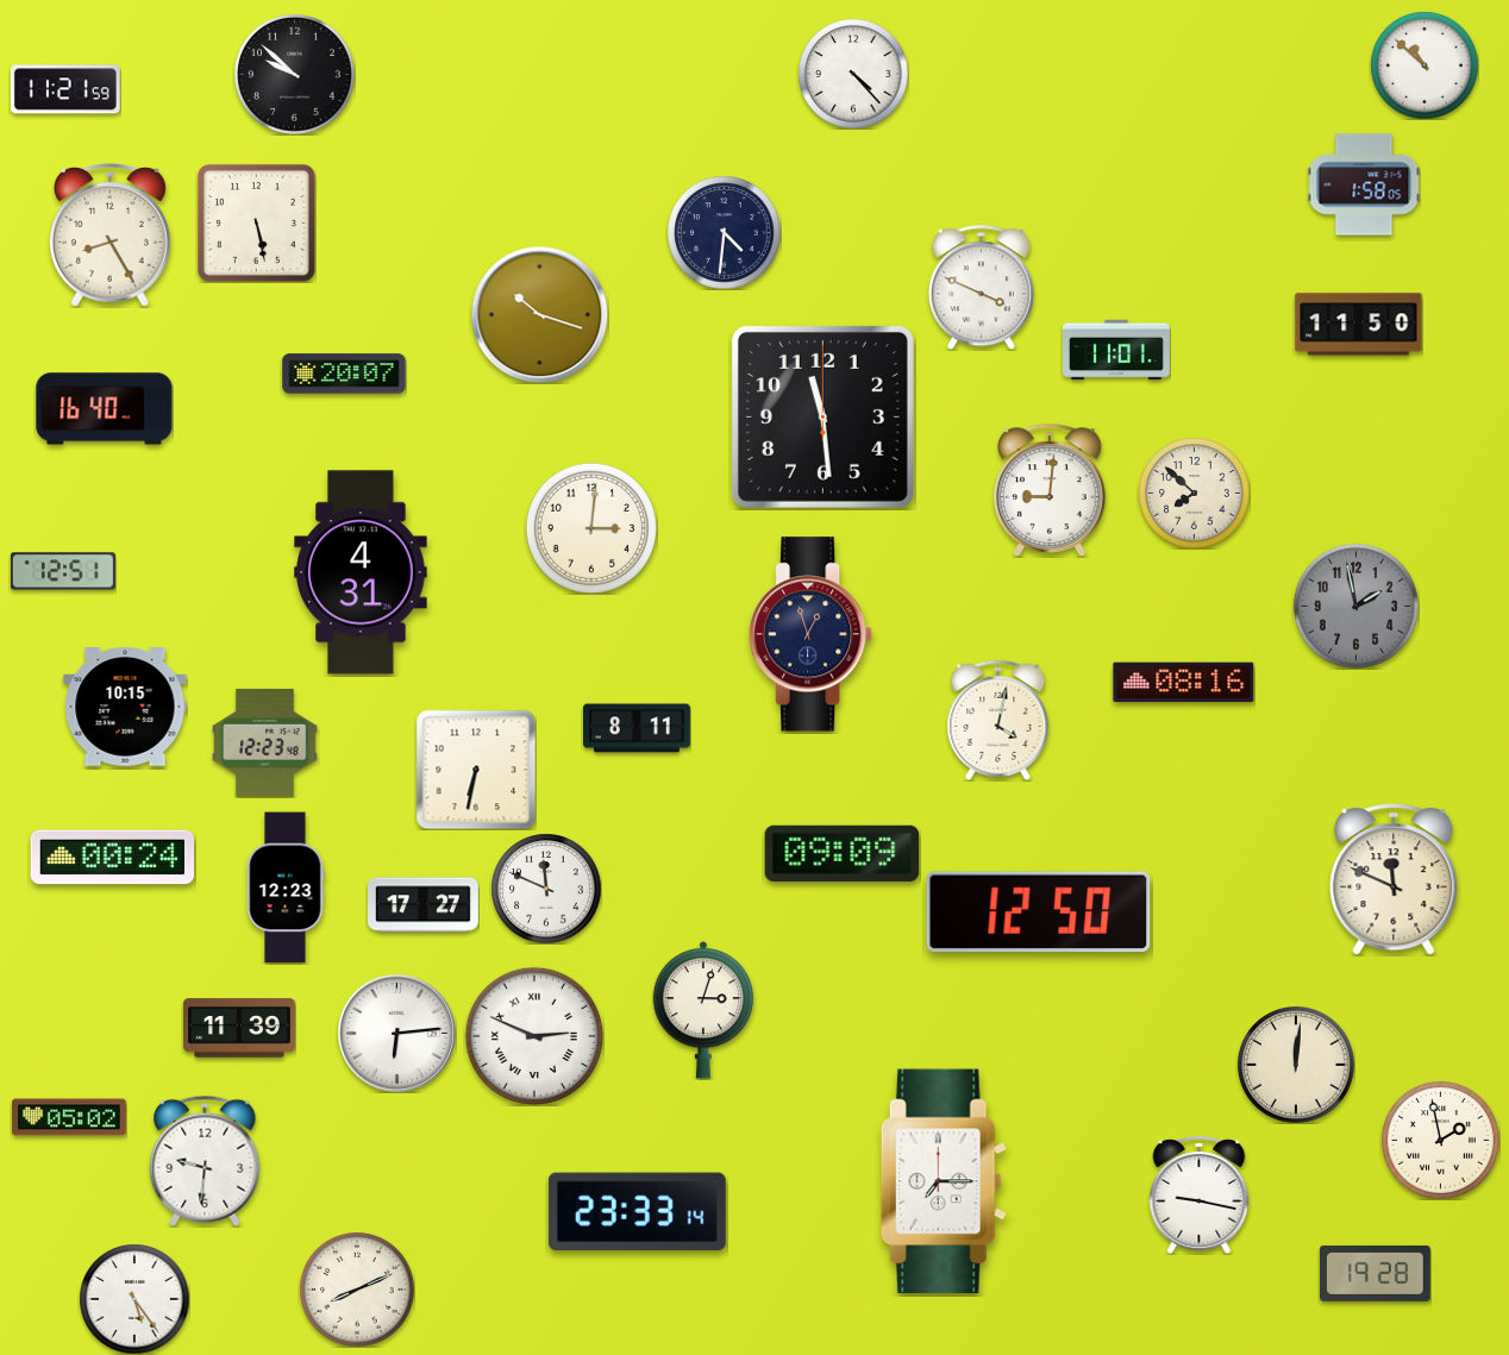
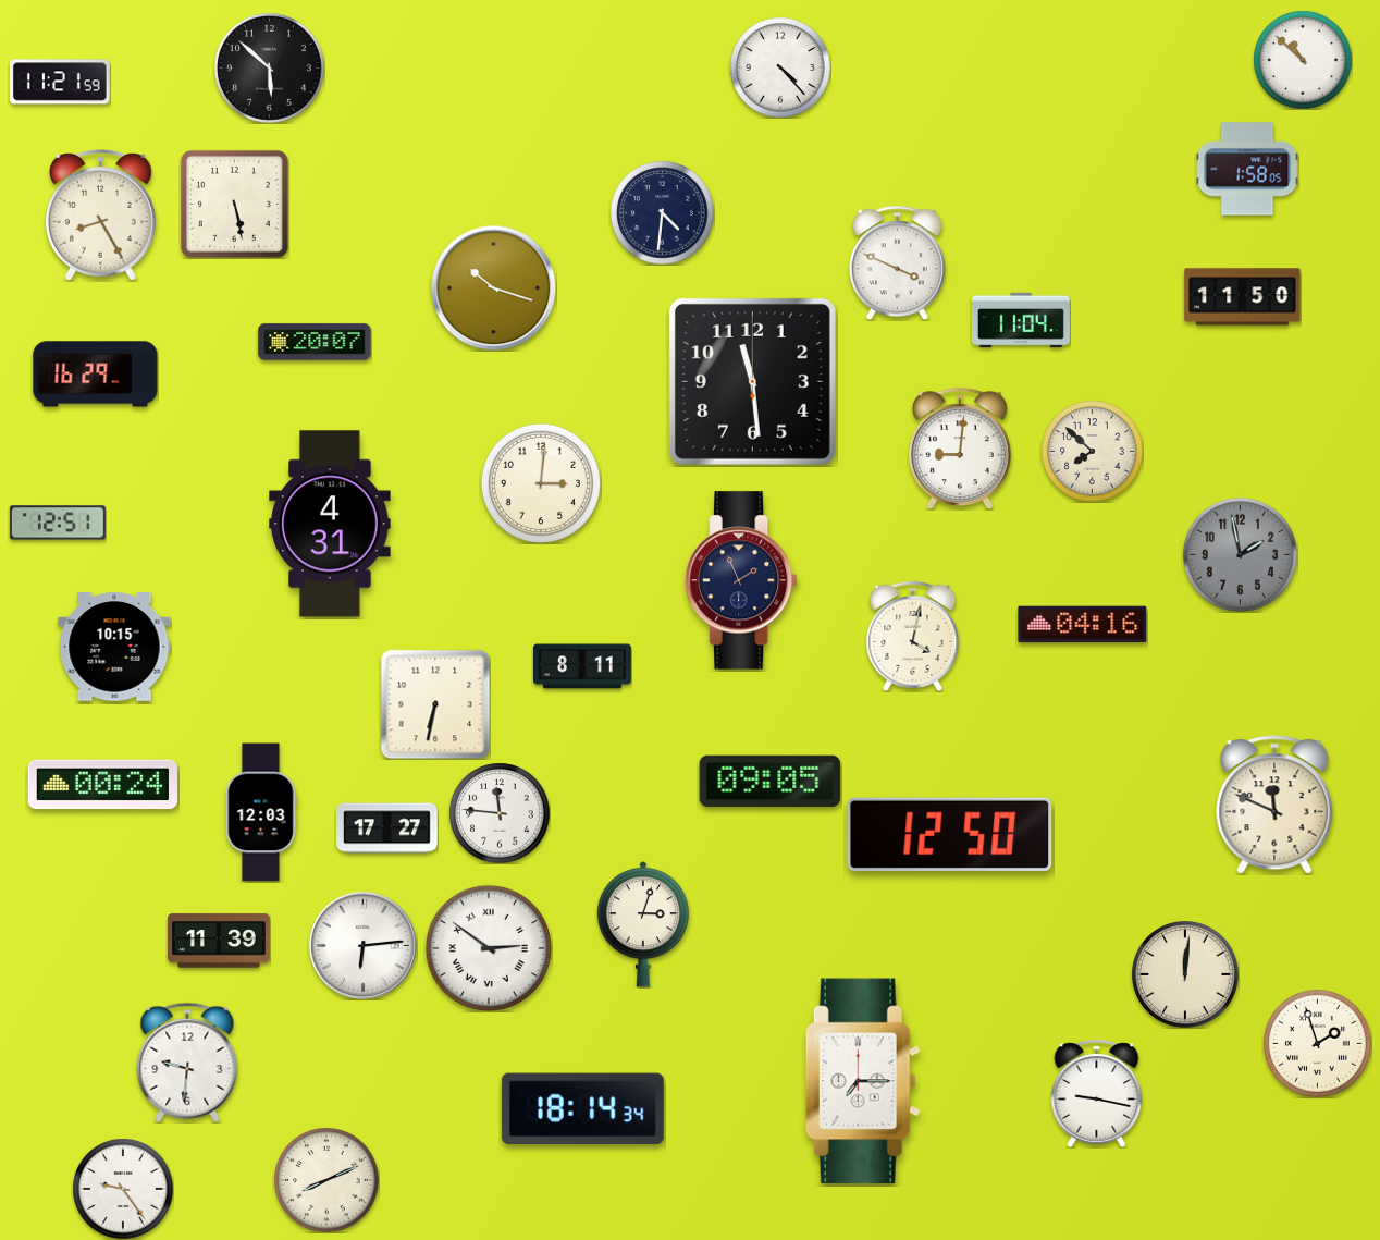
clock at (295, 75): 9:52 -> 5:52
clock at (1116, 350): 11:01 -> 11:04
clock at (105, 409): 16:40 -> 16:29
clock at (812, 634): 12:57 -> 1:56
clock at (1184, 683): 08:16 -> 04:16
clock at (998, 720) position: (998, 720) -> (913, 636)
clock at (265, 742): 12:23 -> none
clock at (843, 853): 09:09 -> 09:05
clock at (286, 887): 12:23 -> 12:03
clock at (546, 889): 11:49 -> 11:46
clock at (534, 1036): 2:49 -> 2:51
clock at (69, 1117): 05:02 -> none
clock at (1441, 1141): 1:58 -> 1:57
clock at (637, 1212): 23:33 -> 18:14
clock at (1375, 1273): 19:28 -> none
clock at (134, 1299): 5:24 -> 9:24
